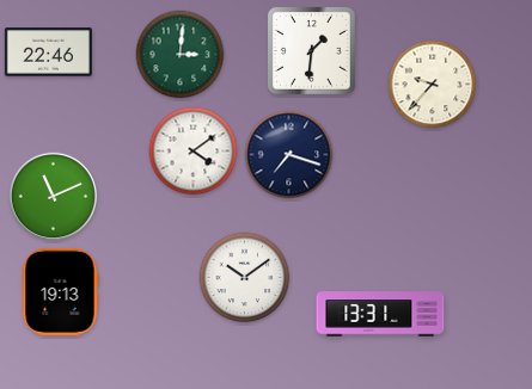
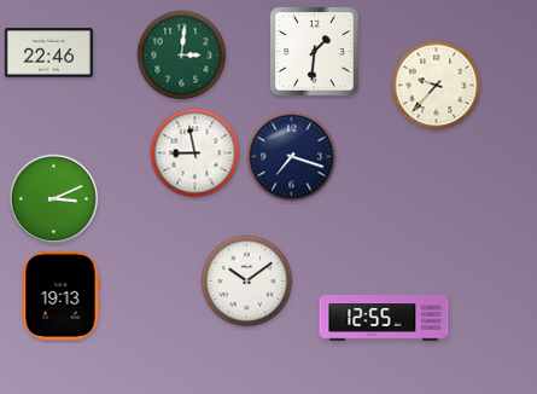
clock at (194, 152): 4:09 -> 8:58
clock at (53, 196): 11:11 -> 3:11
clock at (380, 314): 13:31 -> 12:55
